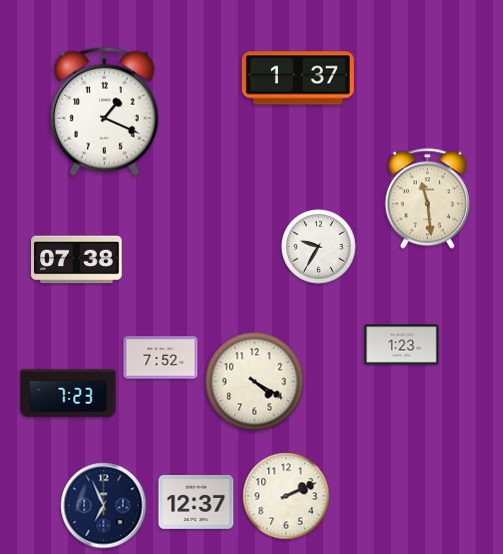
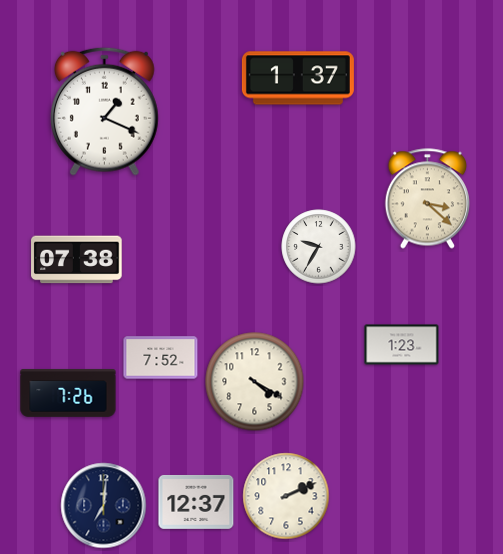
clock at (427, 199): 11:29 -> 3:22
clock at (68, 393): 7:23 -> 7:26
clock at (104, 506): 6:56 -> 7:01
